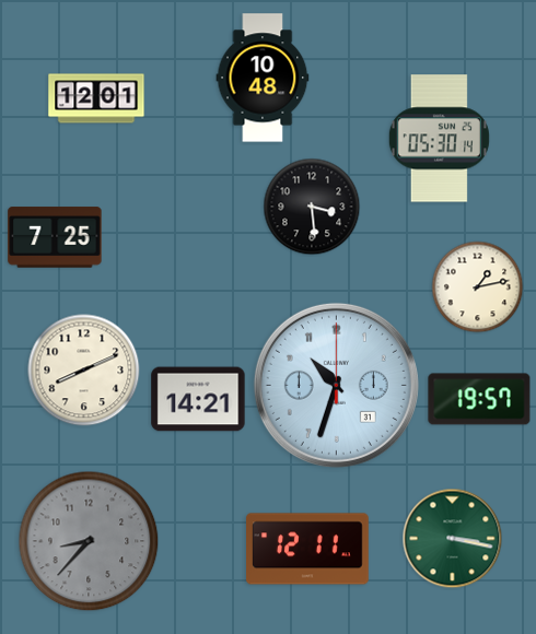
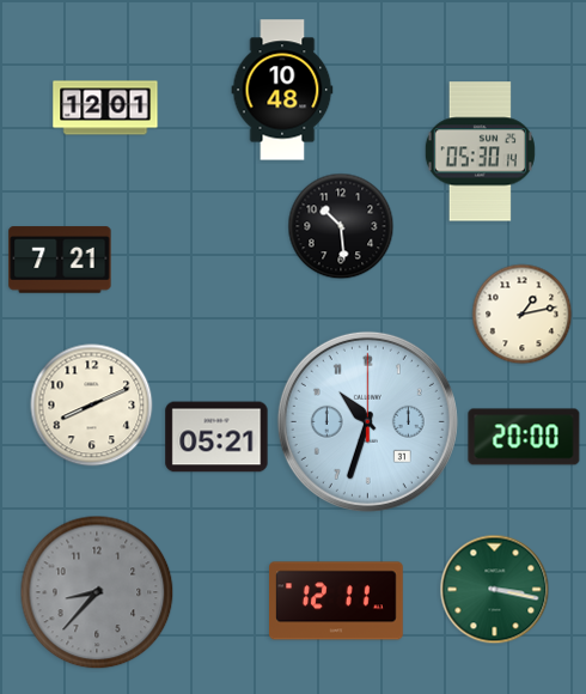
clock at (263, 78) position: (263, 78) -> (282, 90)
clock at (312, 207): 3:29 -> 10:29
clock at (55, 237): 7:25 -> 7:21
clock at (198, 399): 14:21 -> 05:21
clock at (479, 399): 19:57 -> 20:00
